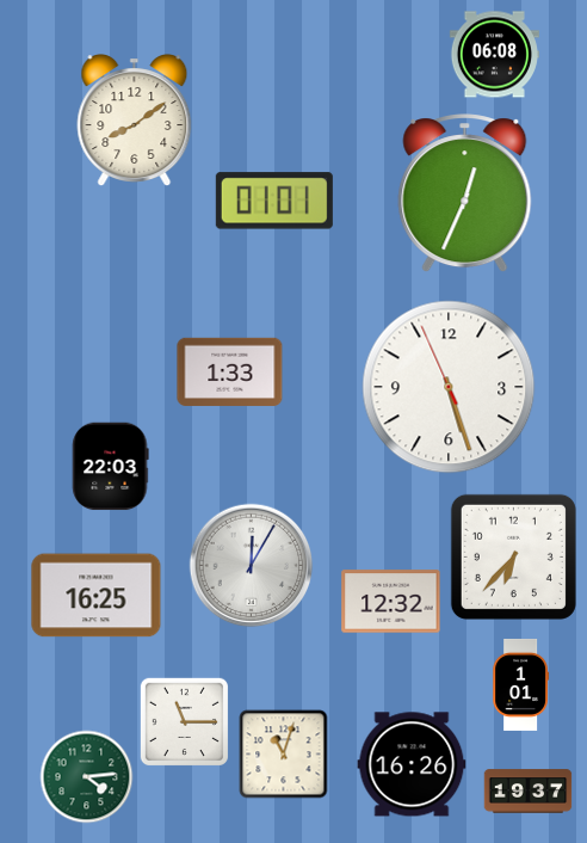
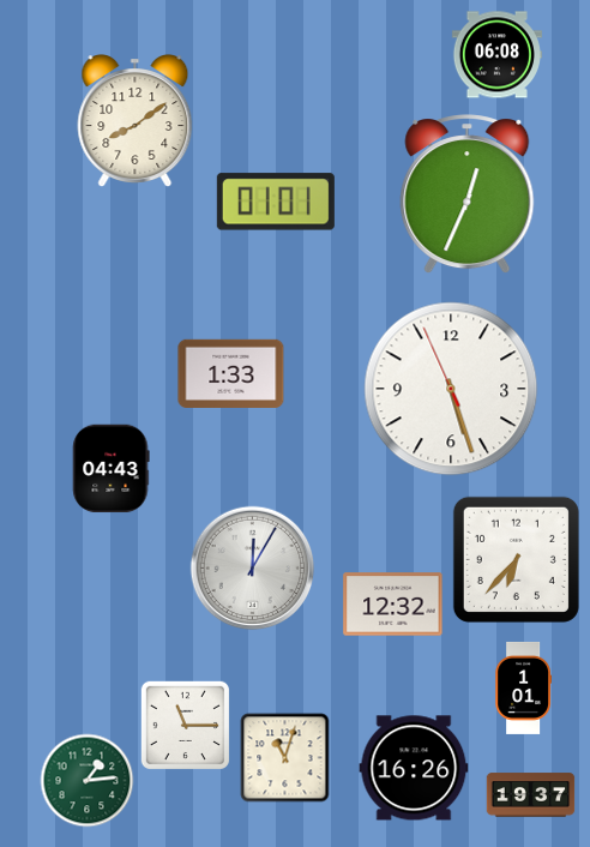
clock at (111, 467): 22:03 -> 04:43
clock at (97, 596): 16:25 -> none
clock at (87, 777): 4:14 -> 1:14
